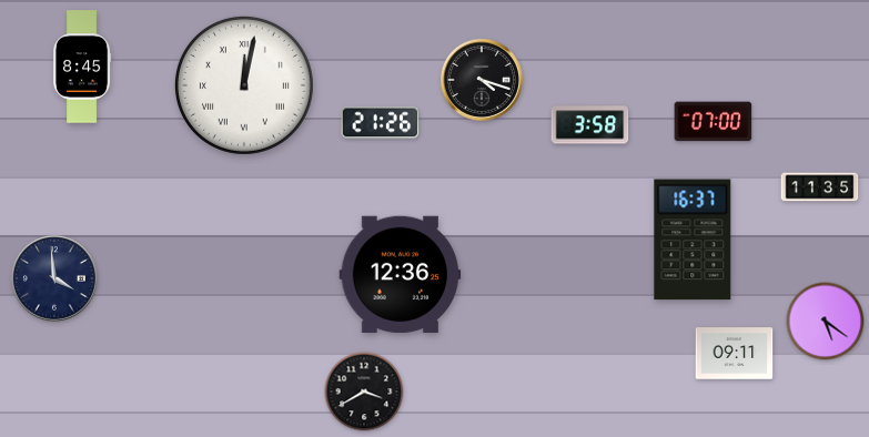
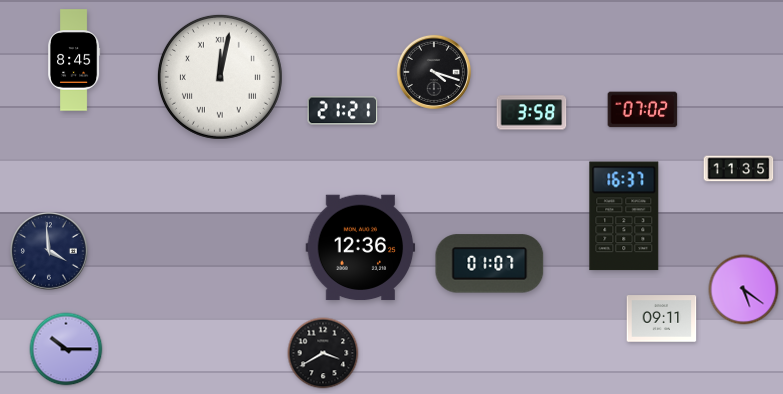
clock at (714, 122): 07:00 -> 07:02
clock at (381, 123): 21:26 -> 21:21
clock at (490, 264): none -> 01:07
clock at (66, 349): none -> 10:15
clock at (364, 392) position: (364, 392) -> (323, 353)
